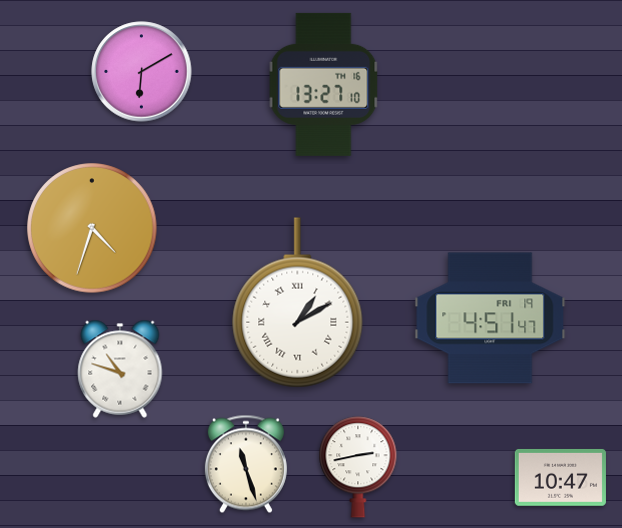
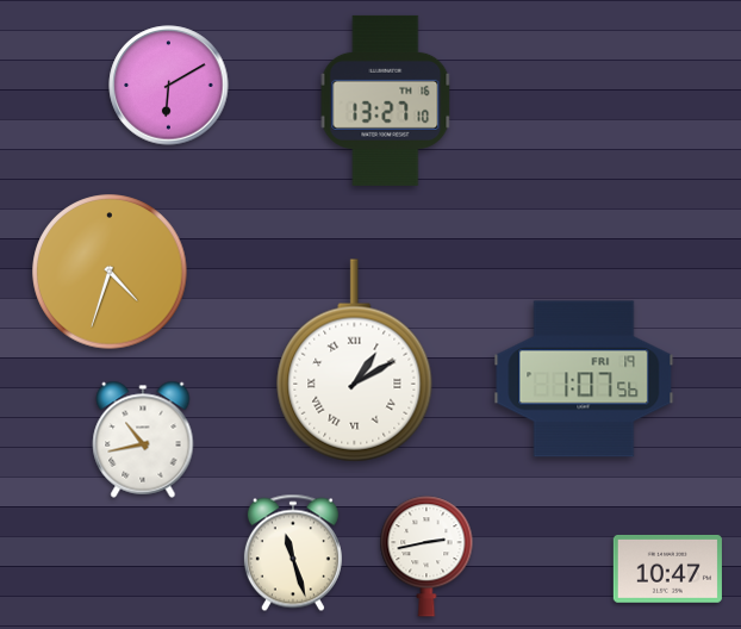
clock at (490, 318): 4:51 -> 1:07
clock at (120, 369): 10:48 -> 10:43
